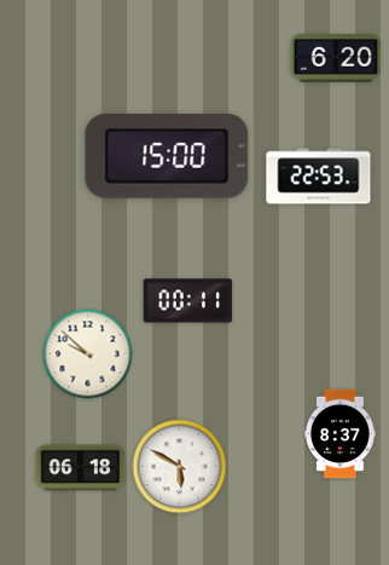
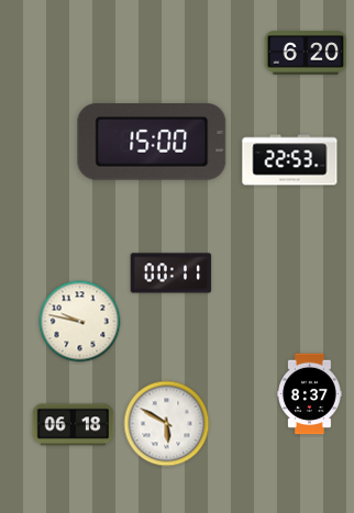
clock at (88, 354): 9:52 -> 9:47
clock at (180, 467) position: (180, 467) -> (167, 424)
